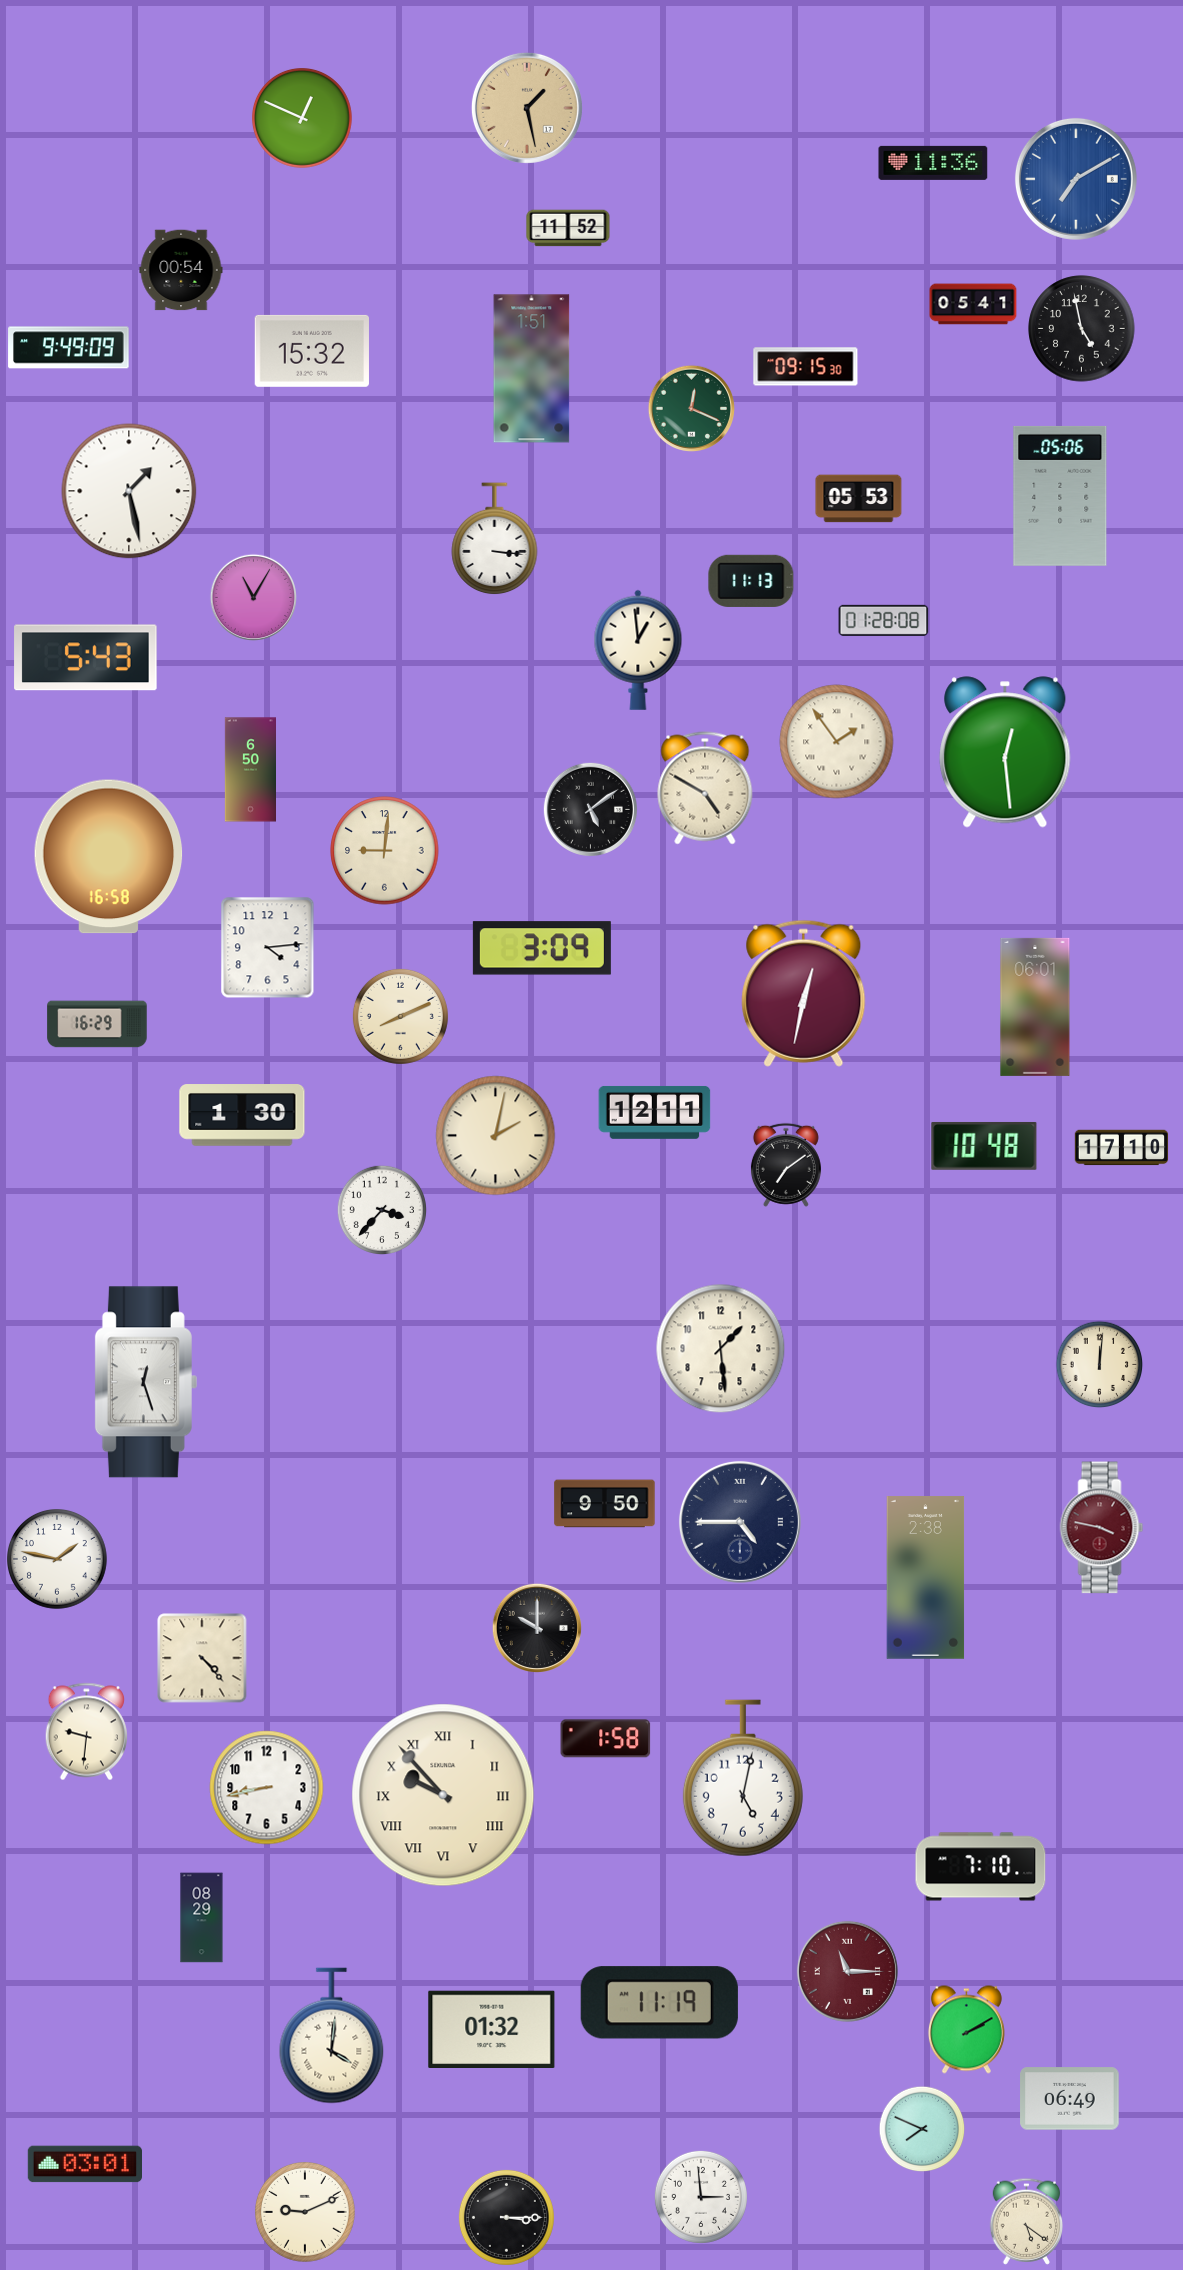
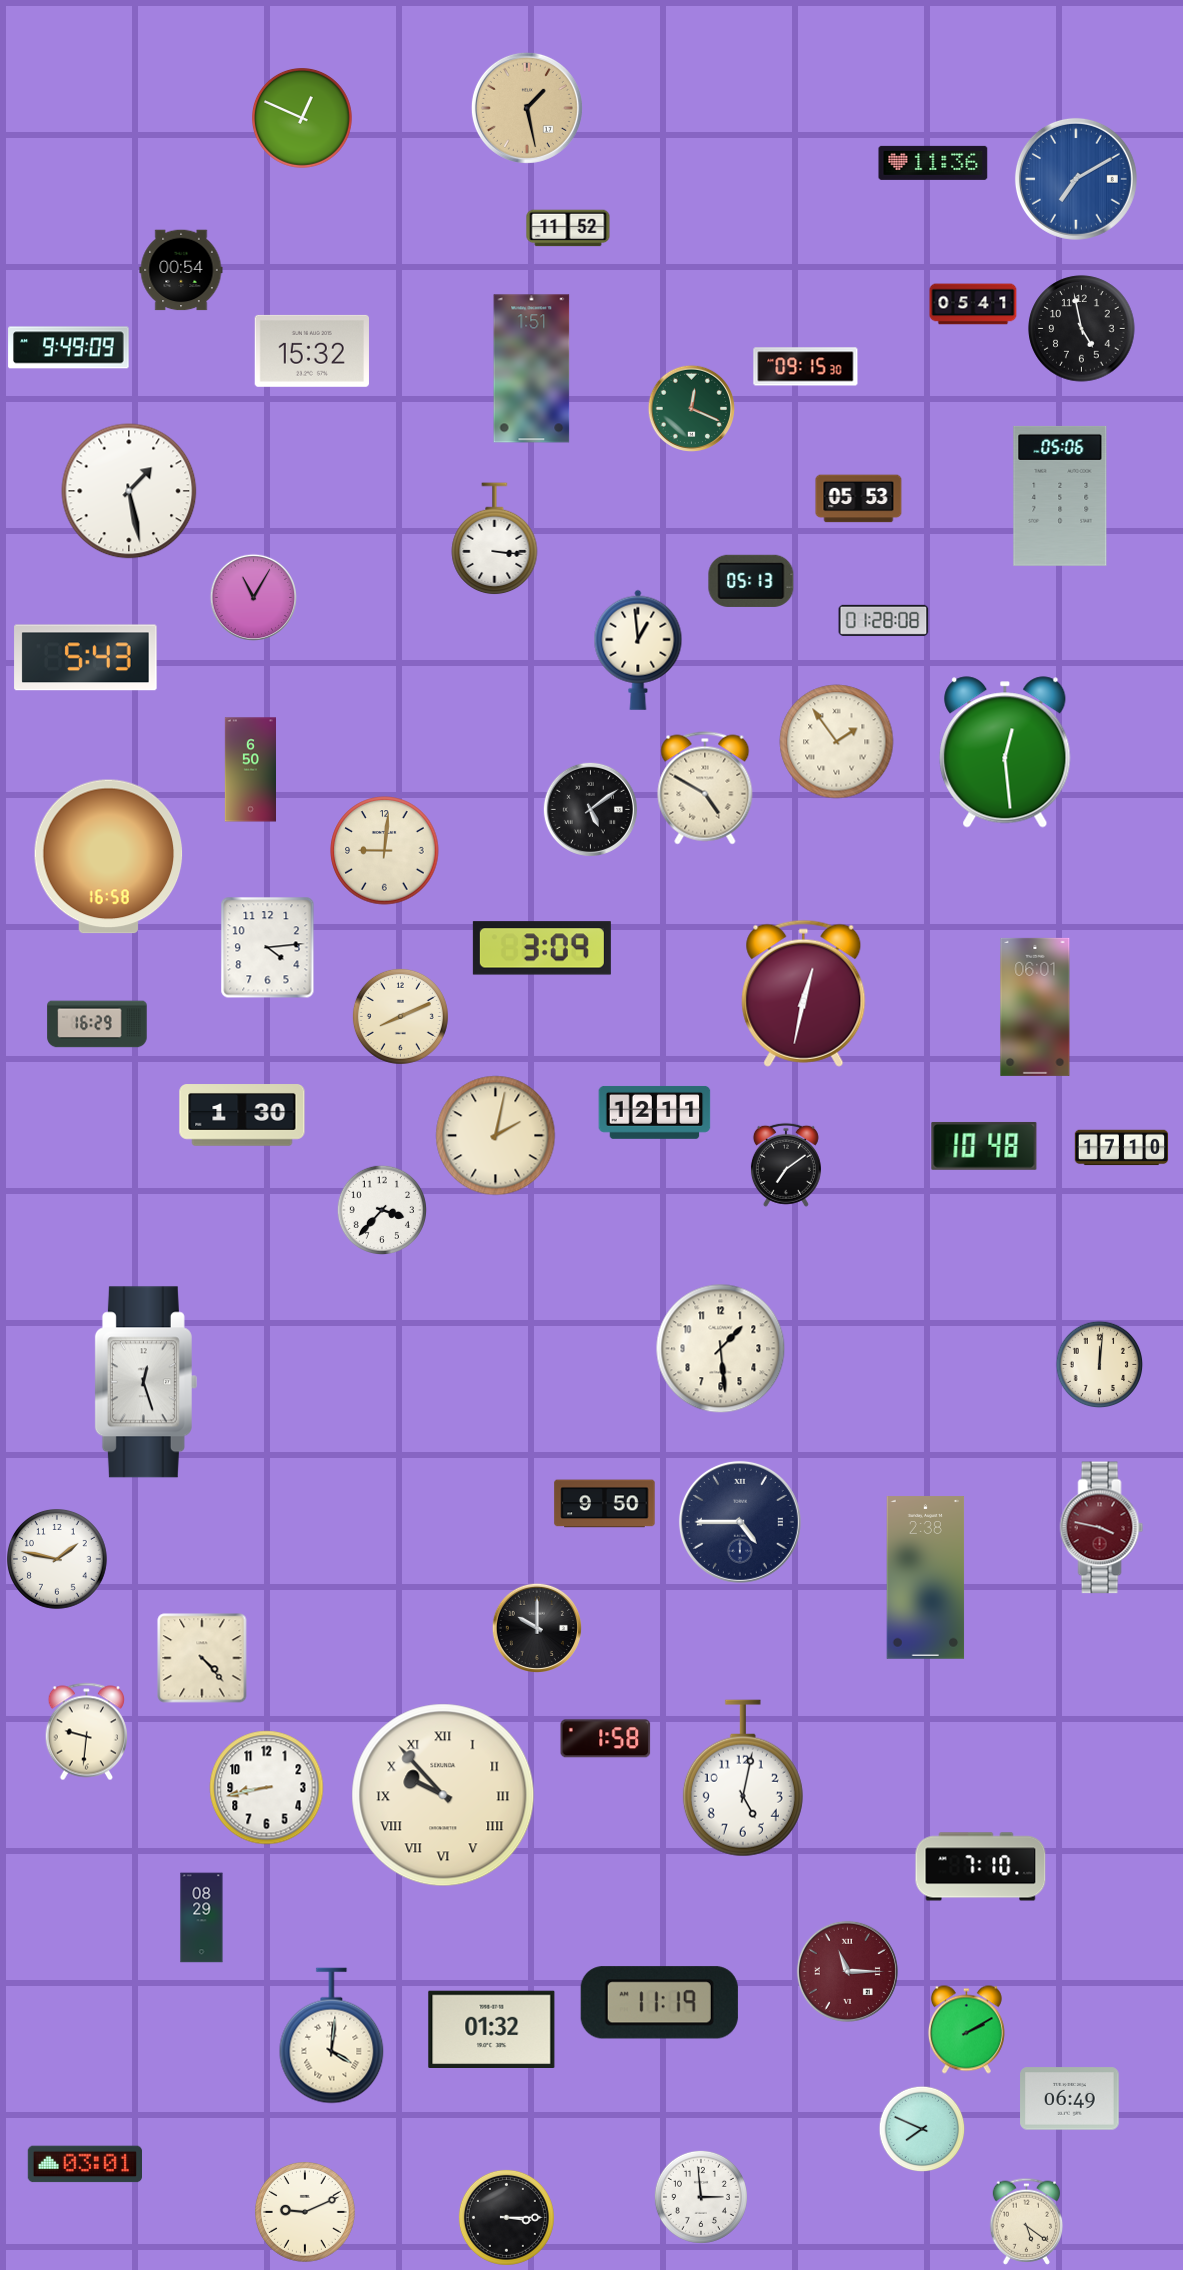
clock at (751, 581): 11:13 -> 05:13
